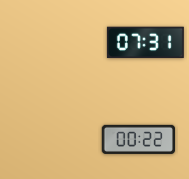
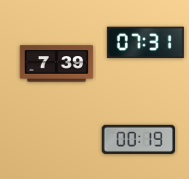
clock at (57, 64): none -> 7:39
clock at (139, 139): 00:22 -> 00:19
